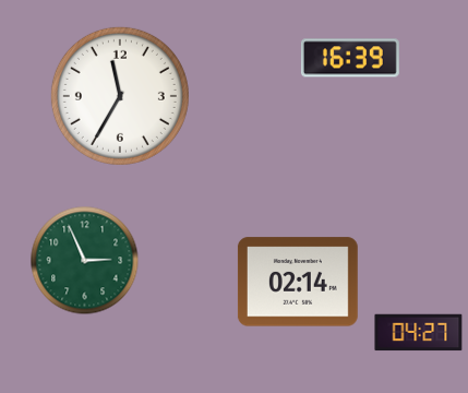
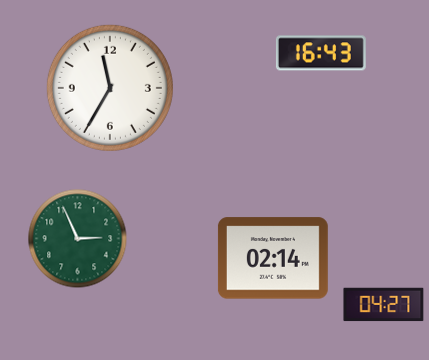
clock at (350, 58): 16:39 -> 16:43
